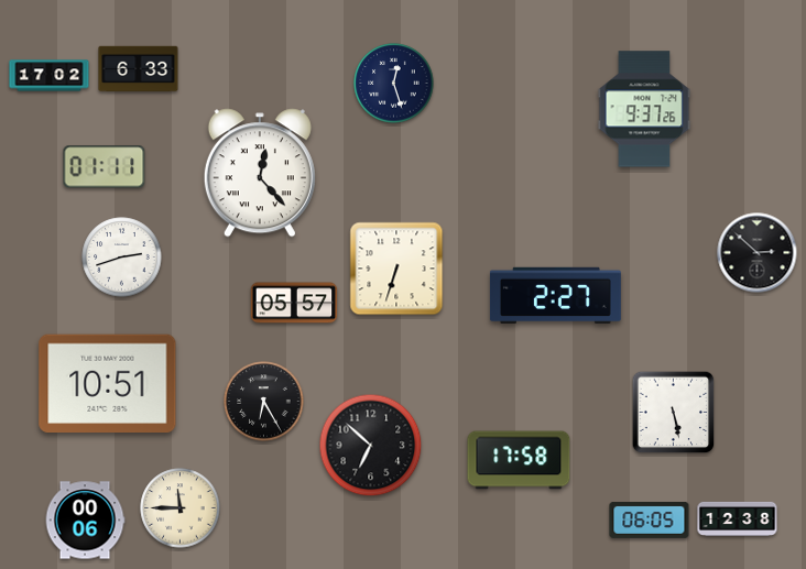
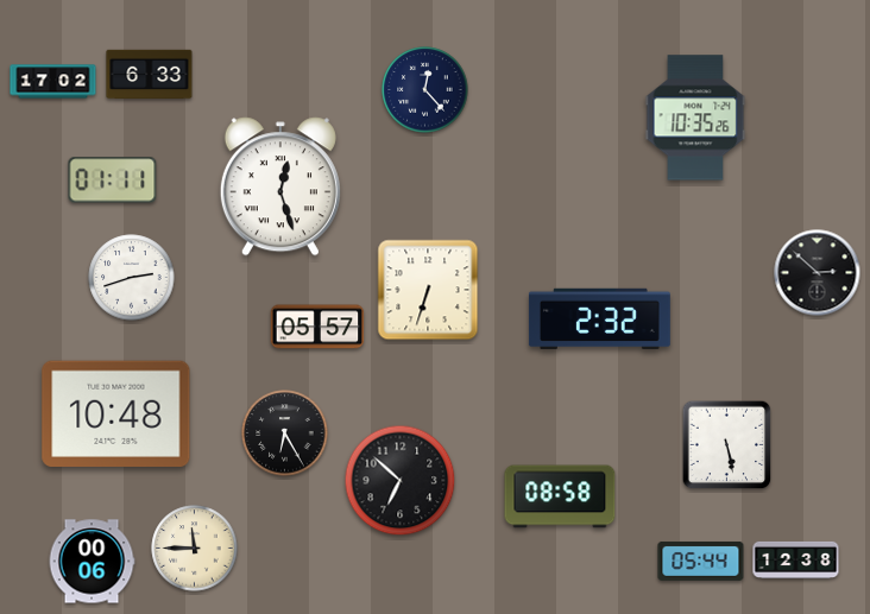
clock at (394, 84): 12:27 -> 12:23
clock at (644, 109): 9:37 -> 10:35
clock at (260, 173): 12:23 -> 12:27
clock at (555, 295): 2:27 -> 2:32
clock at (108, 384): 10:51 -> 10:48
clock at (519, 460): 17:58 -> 08:58
clock at (650, 519): 06:05 -> 05:44
